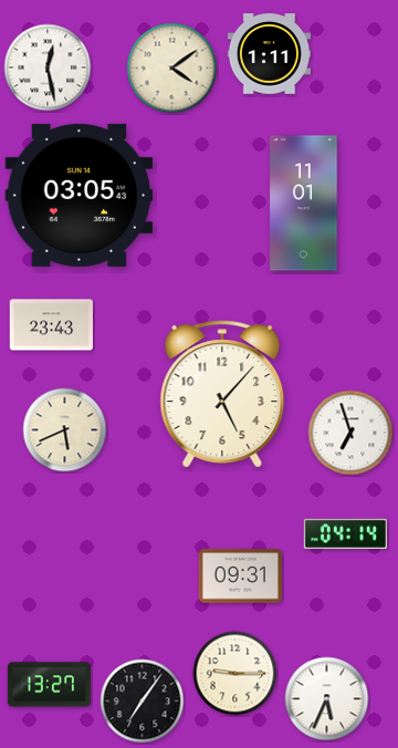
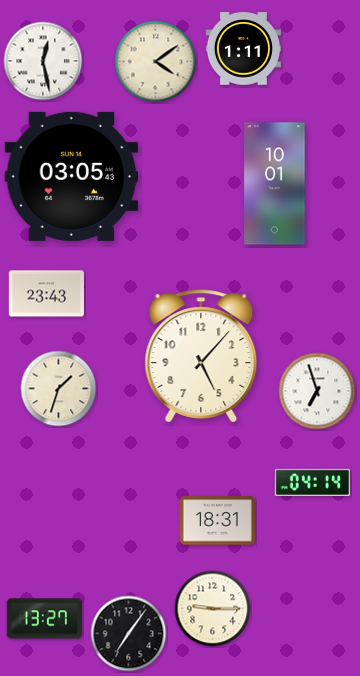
clock at (304, 204): 11:01 -> 10:01
clock at (65, 430): 5:41 -> 1:33
clock at (240, 576): 09:31 -> 18:31
clock at (327, 699): 5:34 -> none
